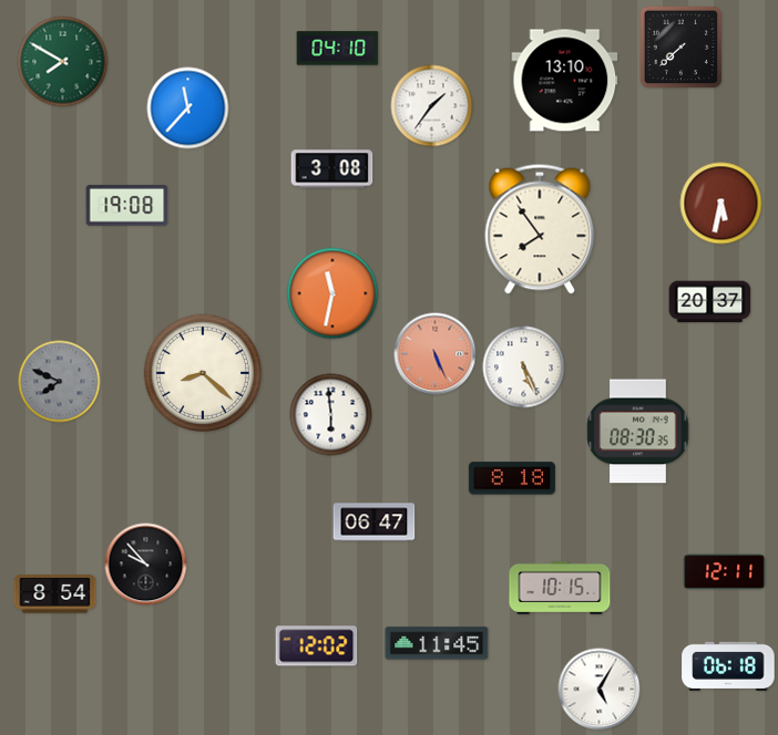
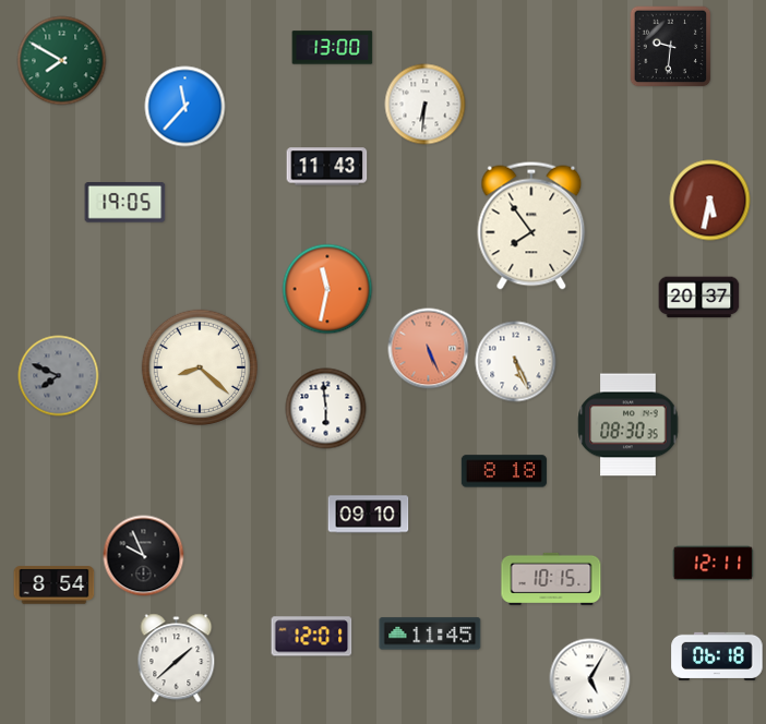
clock at (682, 48): 7:38 -> 9:31
clock at (338, 49): 04:10 -> 13:00
clock at (565, 81): 13:10 -> none
clock at (432, 106): 1:36 -> 6:31
clock at (332, 169): 3:08 -> 11:43
clock at (127, 206): 19:08 -> 19:05
clock at (375, 522): 06:47 -> 09:10
clock at (146, 565): 9:53 -> 9:56
clock at (317, 646): 12:02 -> 12:01
clock at (177, 659): none -> 1:38
